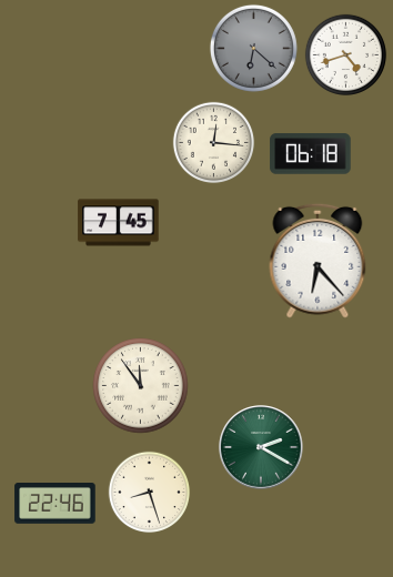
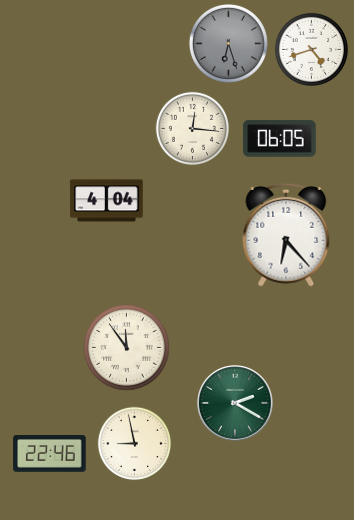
clock at (253, 48): 6:22 -> 6:27
clock at (311, 154): 06:18 -> 06:05
clock at (119, 223): 7:45 -> 4:04
clock at (150, 493): 8:27 -> 8:58
